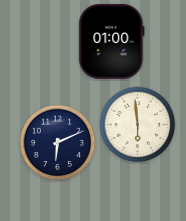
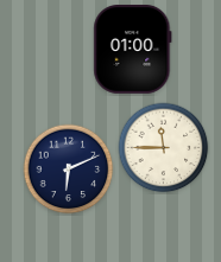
clock at (138, 125): 5:59 -> 11:45
